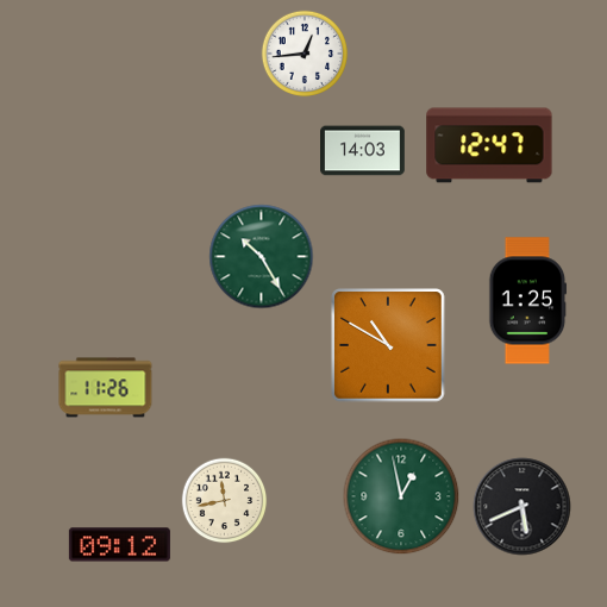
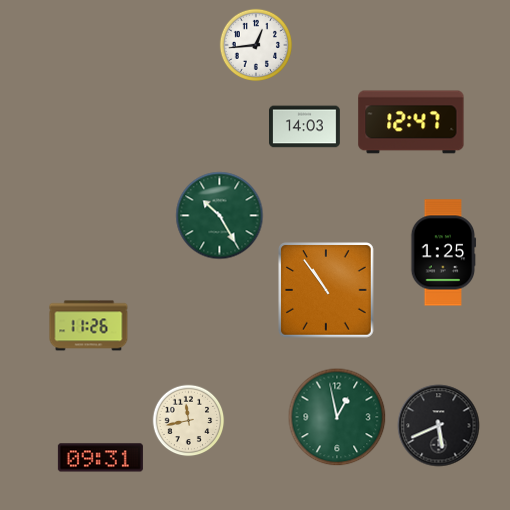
clock at (389, 346): 10:50 -> 10:54
clock at (119, 545): 09:12 -> 09:31
